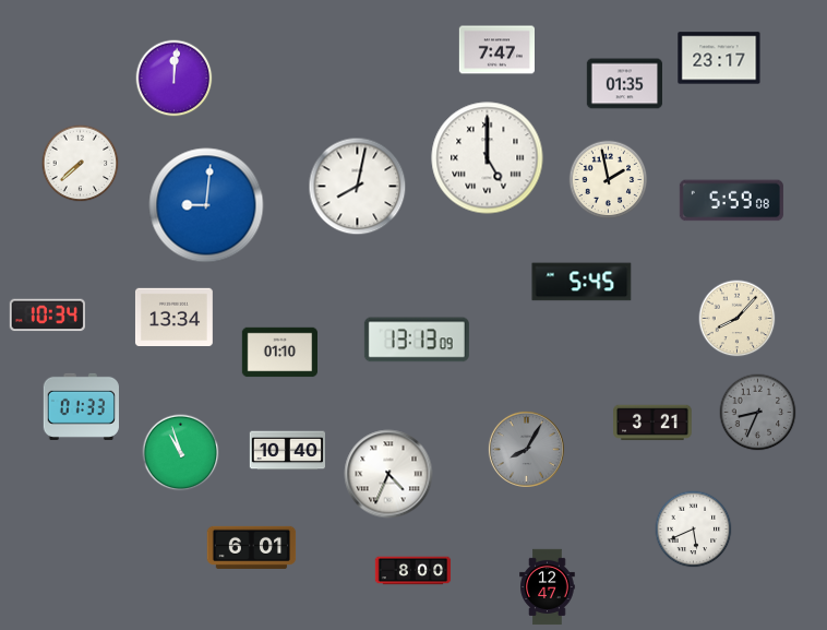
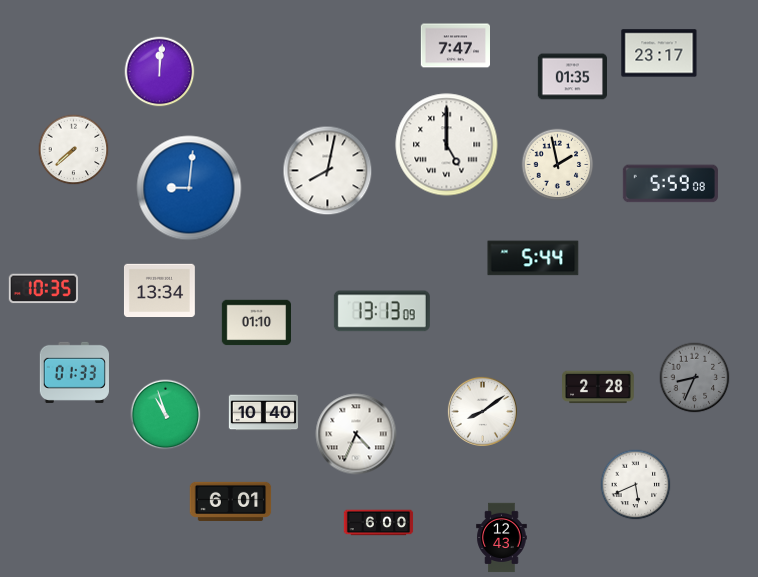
clock at (582, 282): 5:45 -> 5:44
clock at (47, 316): 10:34 -> 10:35
clock at (738, 319): 8:07 -> none
clock at (652, 423): 3:21 -> 2:28
clock at (526, 449): 8:05 -> 8:09
clock at (526, 449) dial: grey -> white
clock at (413, 571): 8:00 -> 6:00
clock at (548, 587): 12:47 -> 12:43
